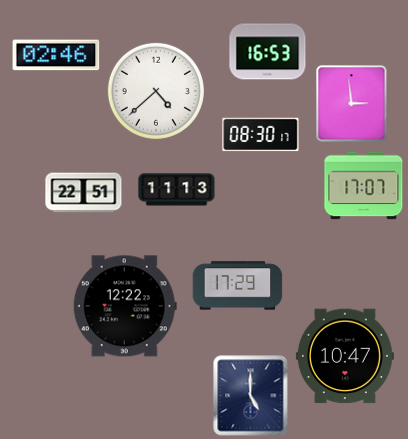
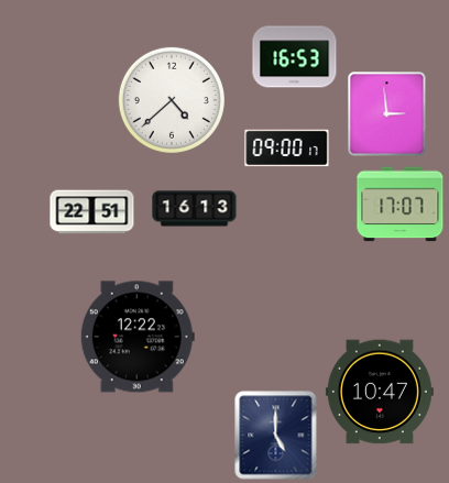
clock at (56, 55): 02:46 -> none
clock at (261, 135): 08:30 -> 09:00
clock at (177, 190): 11:13 -> 16:13
clock at (238, 286): 17:29 -> none
